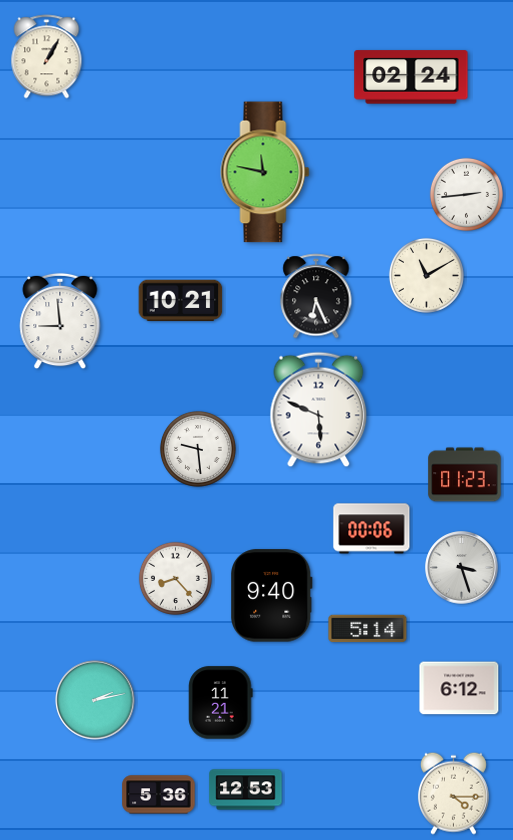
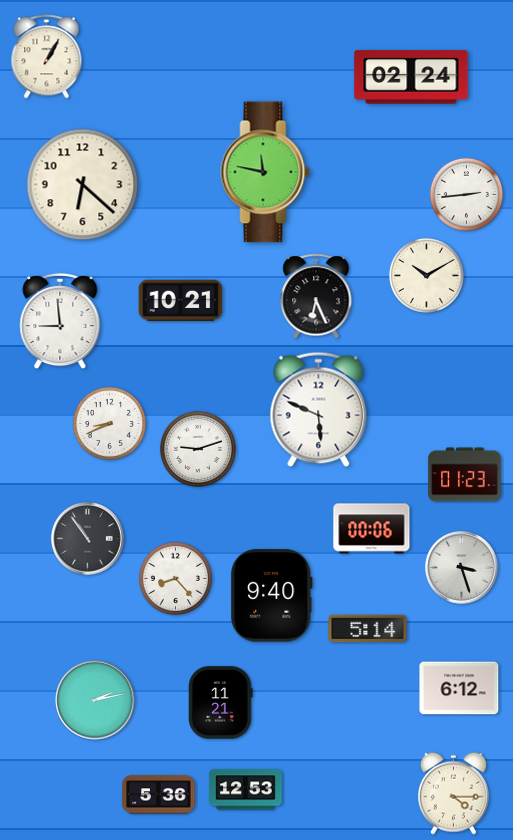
clock at (83, 185): none -> 6:22
clock at (426, 275): 11:10 -> 10:10
clock at (109, 423): none -> 8:41
clock at (198, 449): 9:29 -> 9:12
clock at (88, 539): none -> 10:54
